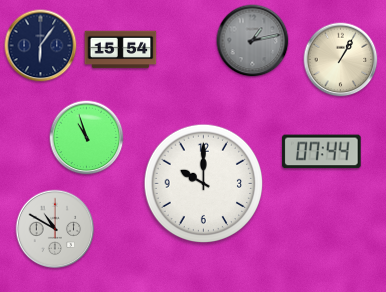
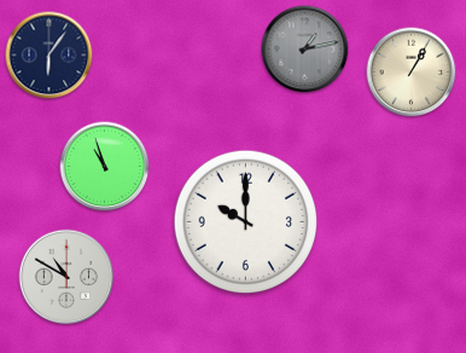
clock at (121, 50): 15:54 -> none
clock at (322, 152): 07:44 -> none
